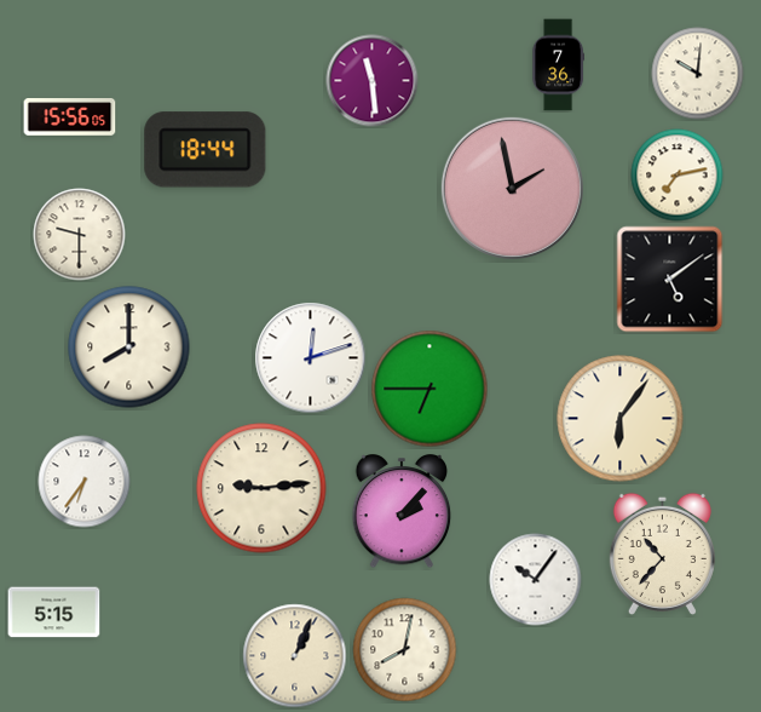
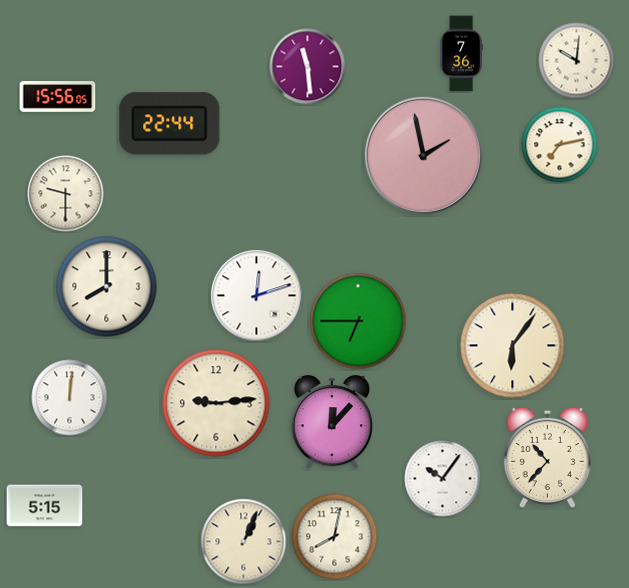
clock at (206, 150): 18:44 -> 22:44
clock at (670, 280): 5:09 -> none
clock at (429, 389) position: (429, 389) -> (358, 321)
clock at (85, 482): 6:36 -> 12:01
clock at (402, 512): 2:07 -> 12:07
